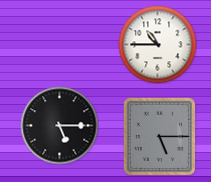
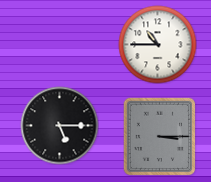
clock at (160, 136): 5:15 -> 3:15
